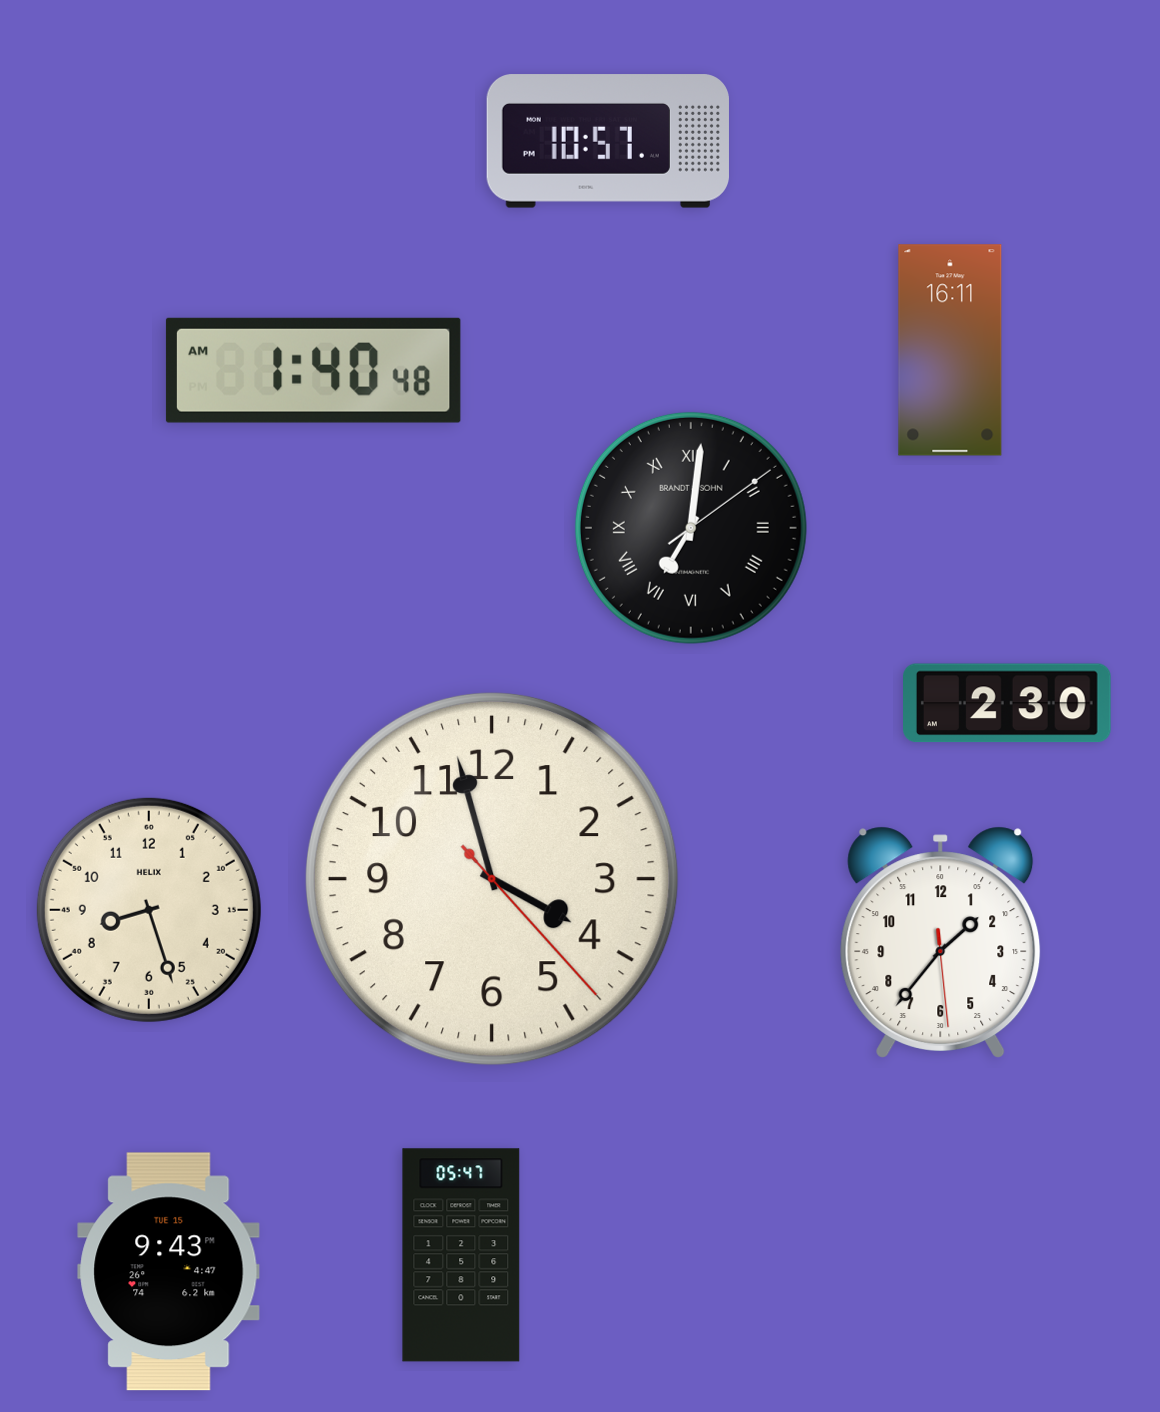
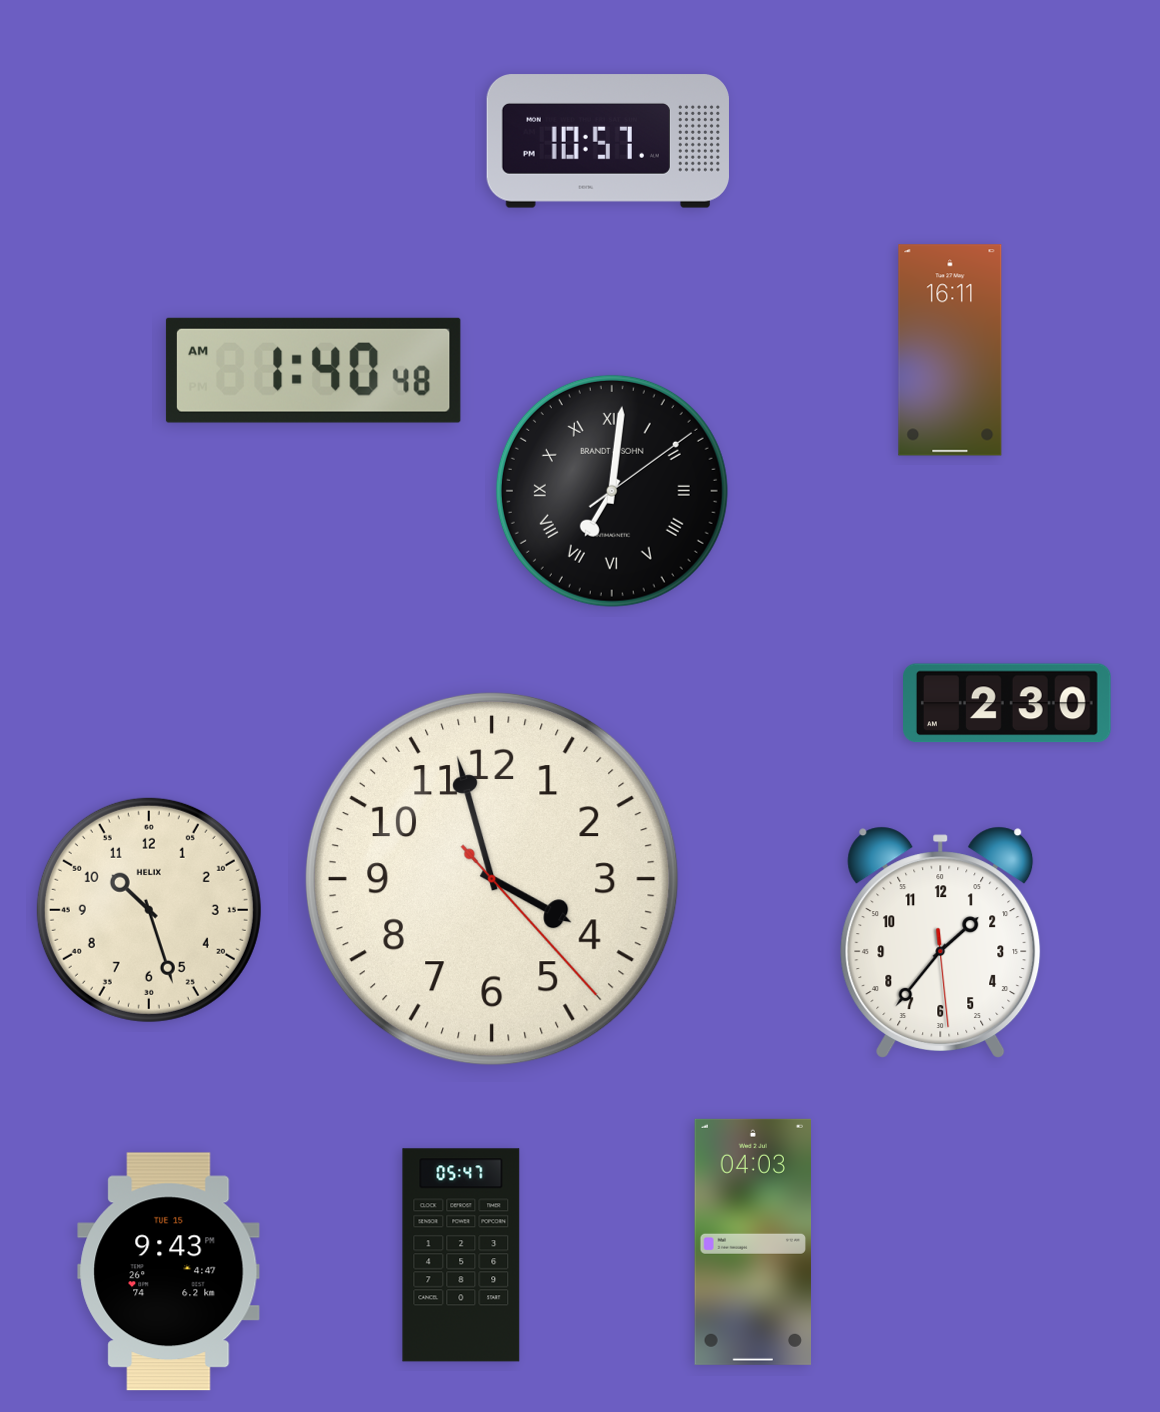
clock at (691, 528) position: (691, 528) -> (612, 491)
clock at (149, 910): 8:27 -> 10:27
clock at (752, 1242): none -> 04:03
